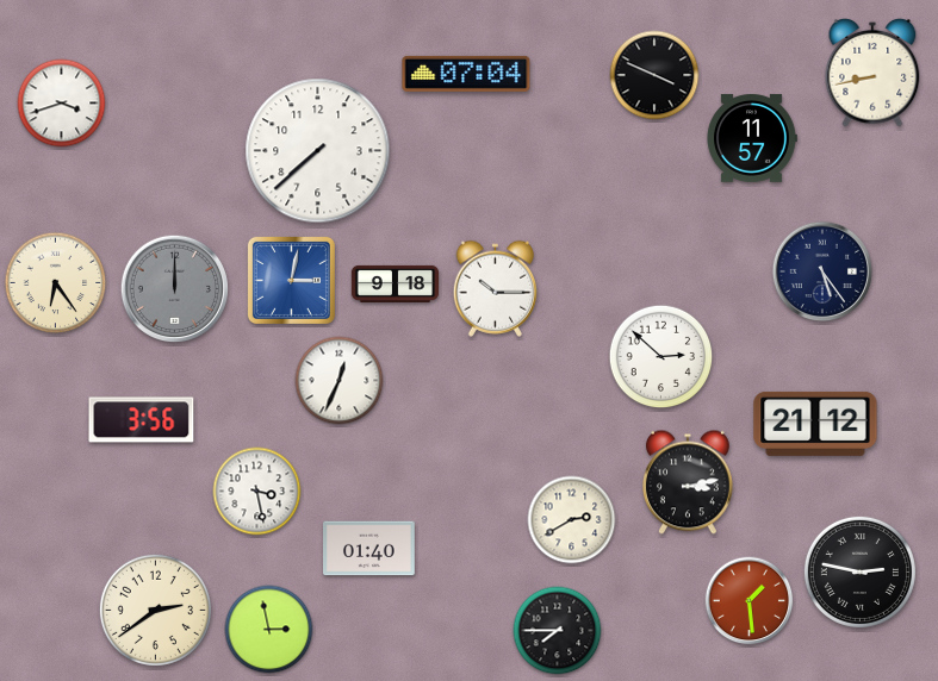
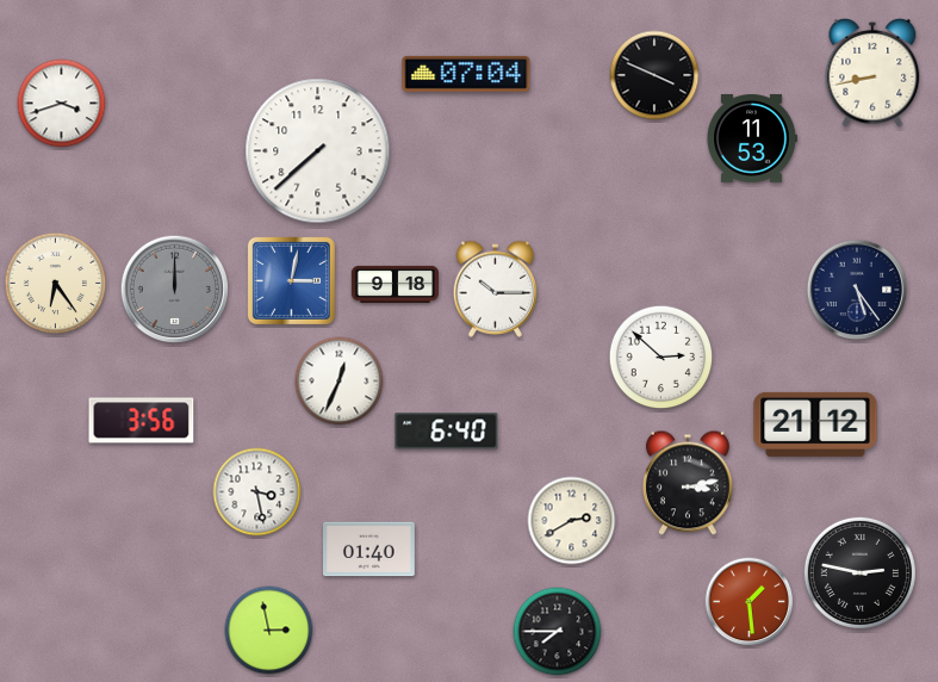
clock at (752, 138): 11:57 -> 11:53
clock at (822, 271) position: (822, 271) -> (857, 290)
clock at (447, 432): none -> 6:40
clock at (155, 610): 2:39 -> none
